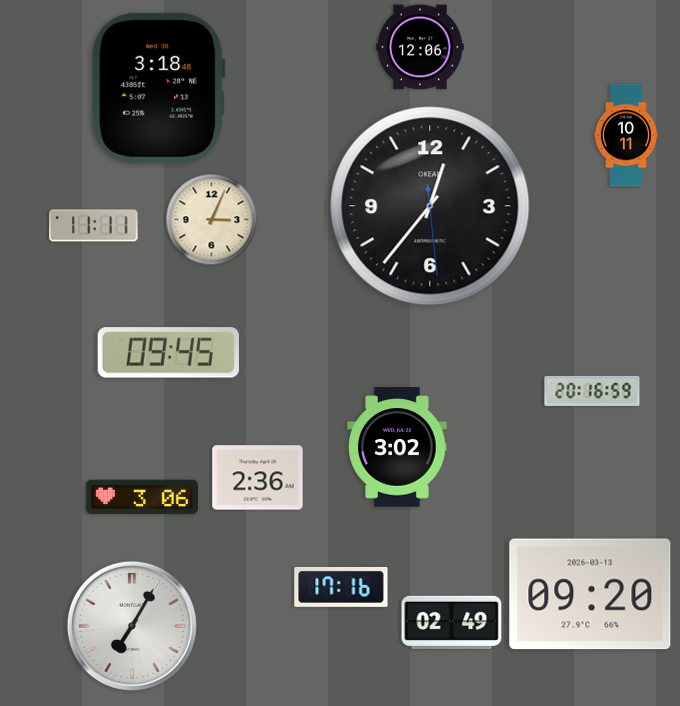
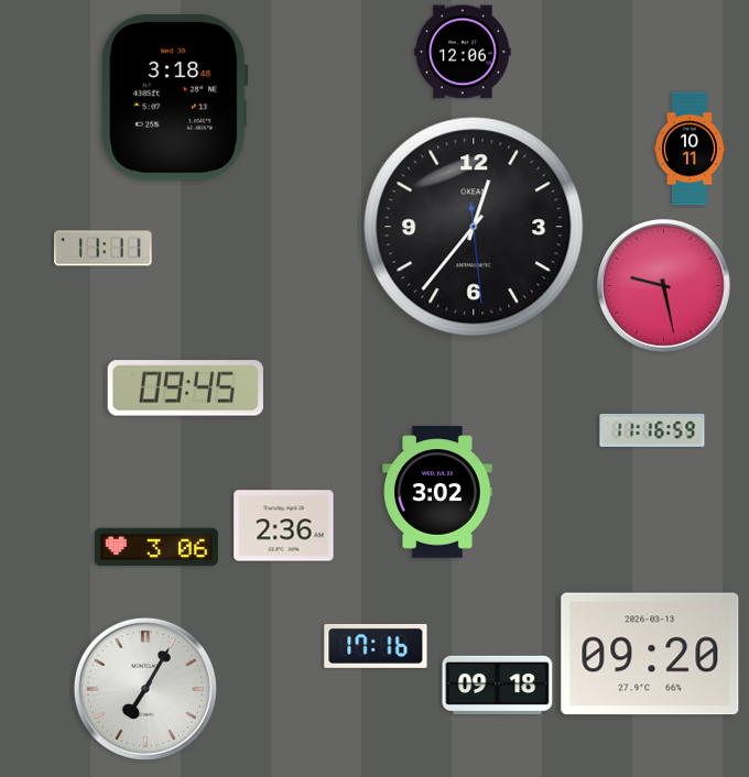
clock at (212, 220): 3:04 -> none
clock at (663, 285): none -> 9:28
clock at (592, 391): 20:16 -> 11:16
clock at (452, 622): 02:49 -> 09:18
